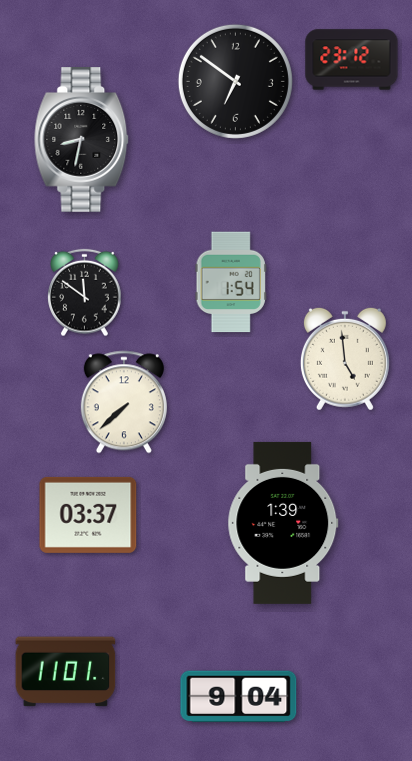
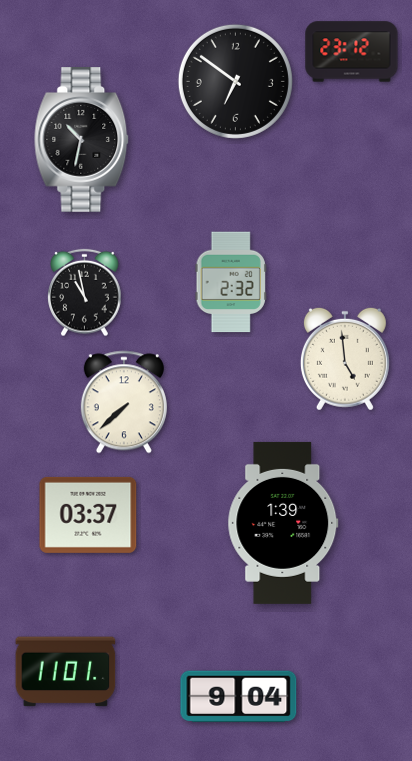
clock at (352, 60) position: (352, 60) -> (352, 52)
clock at (82, 140): 8:32 -> 10:32
clock at (231, 282): 1:54 -> 2:32
clock at (85, 293): 11:51 -> 10:58
